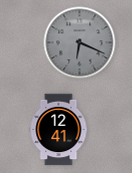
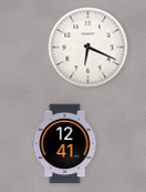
clock at (80, 43) dial: grey -> white
